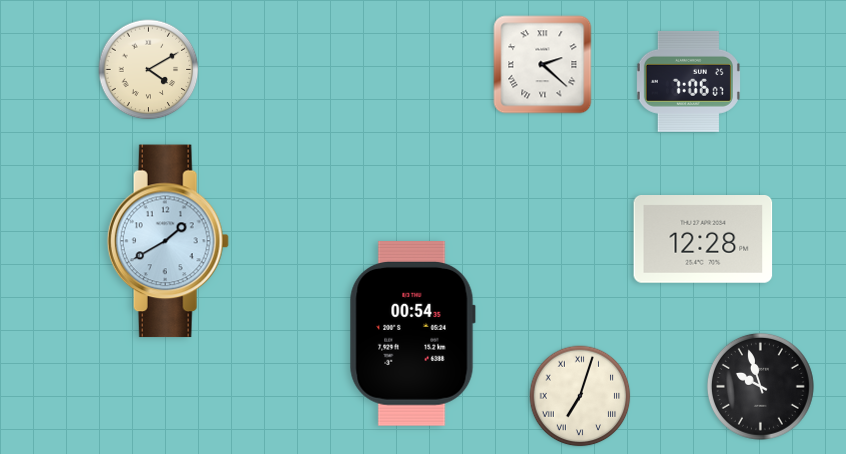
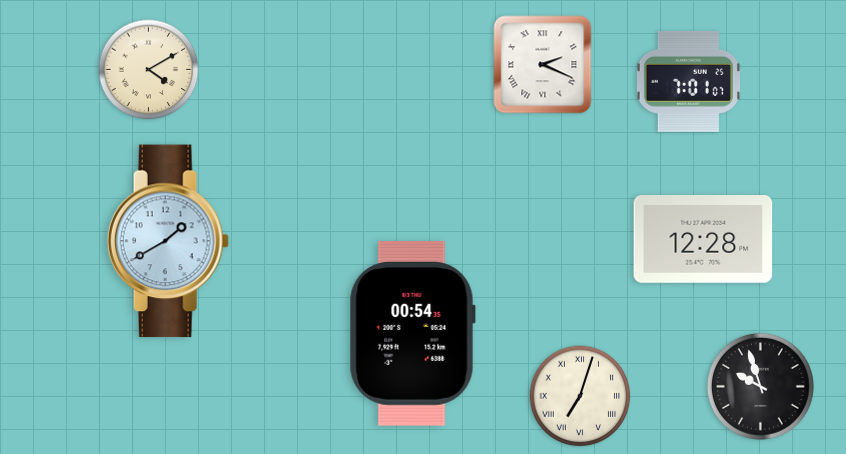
clock at (543, 65): 2:22 -> 2:19
clock at (688, 81): 7:06 -> 7:01
